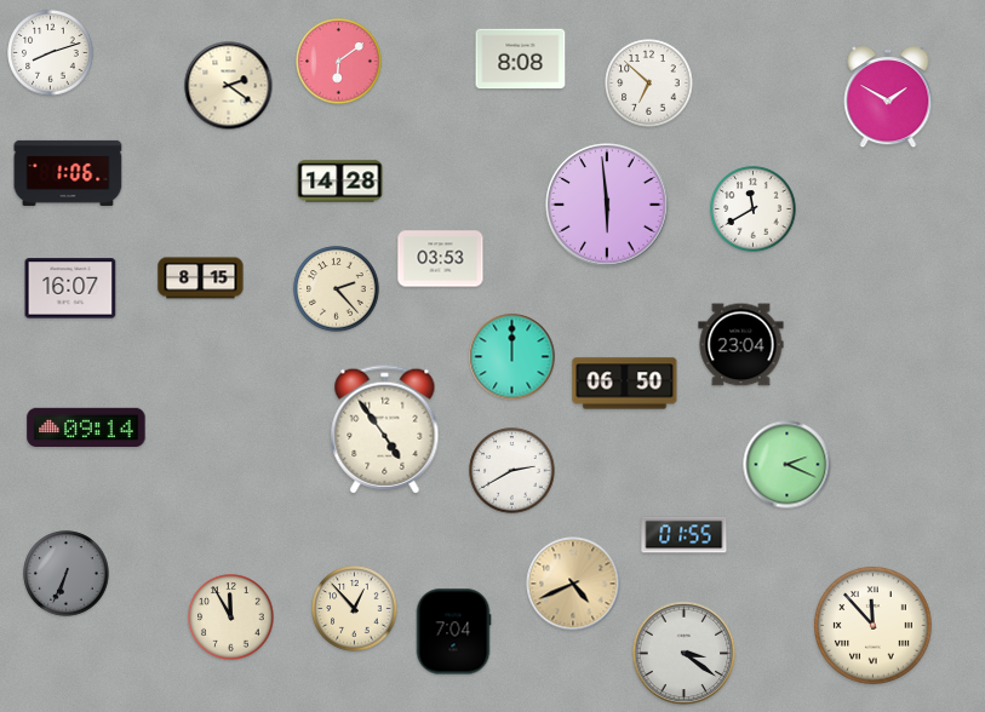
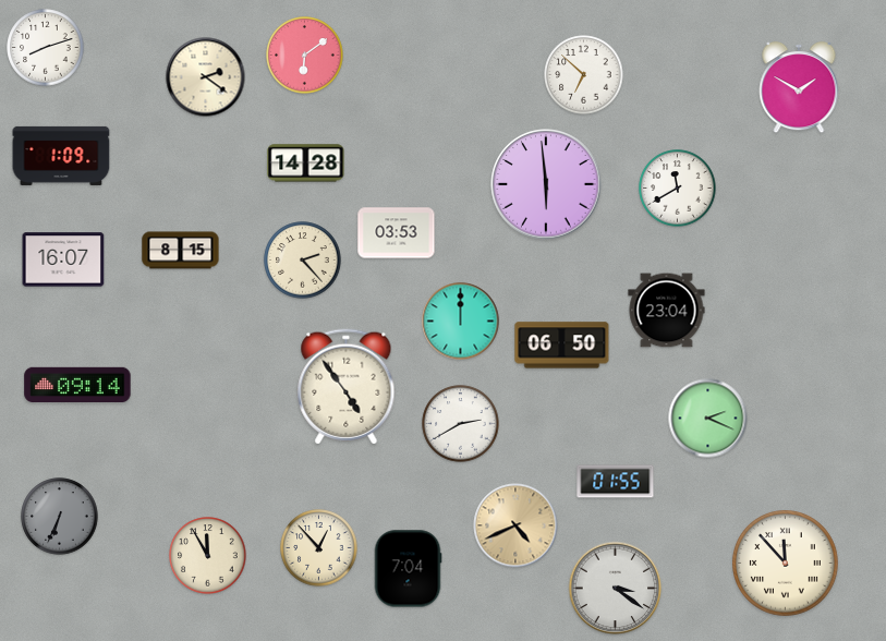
clock at (521, 59): 8:08 -> none
clock at (68, 173): 1:06 -> 1:09
